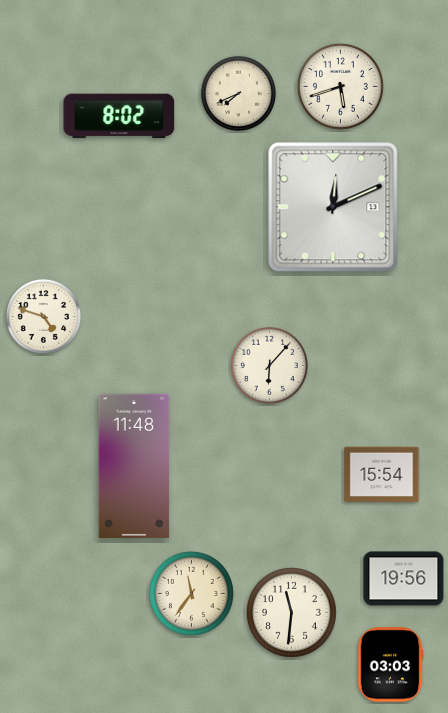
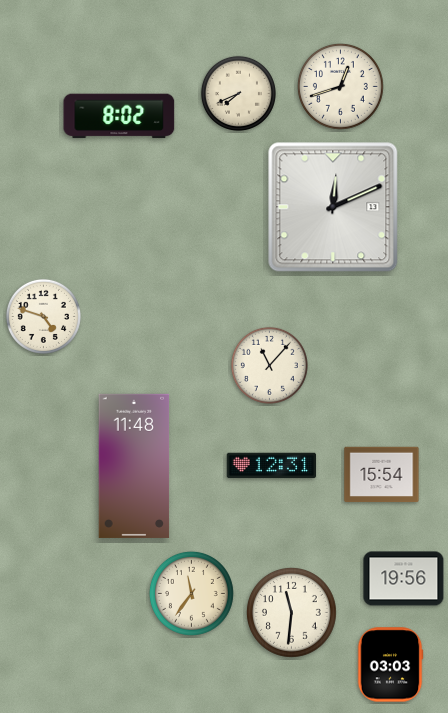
clock at (340, 86): 5:42 -> 12:42
clock at (269, 365): 6:07 -> 11:07
clock at (272, 466): none -> 12:31
